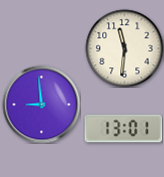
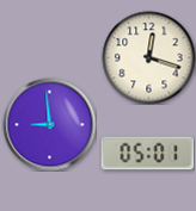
clock at (124, 48): 11:31 -> 12:18
clock at (123, 129): 13:01 -> 05:01
